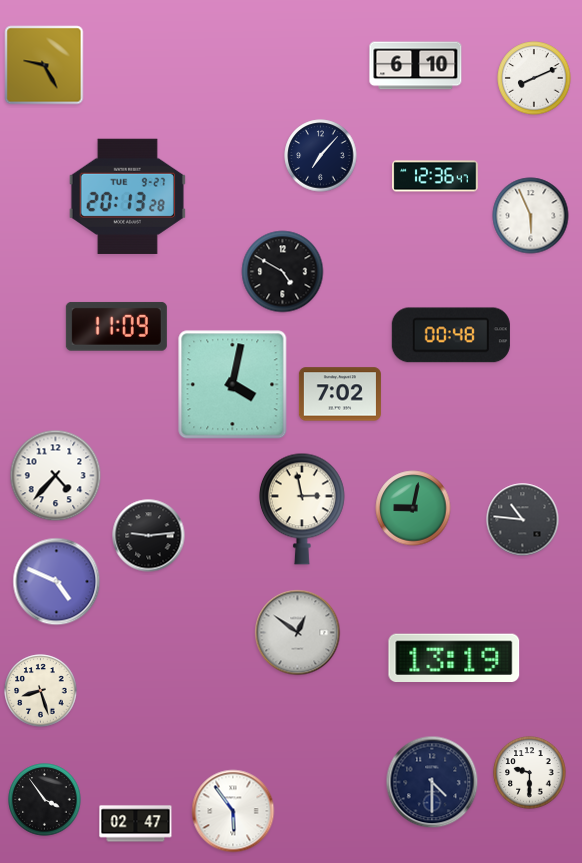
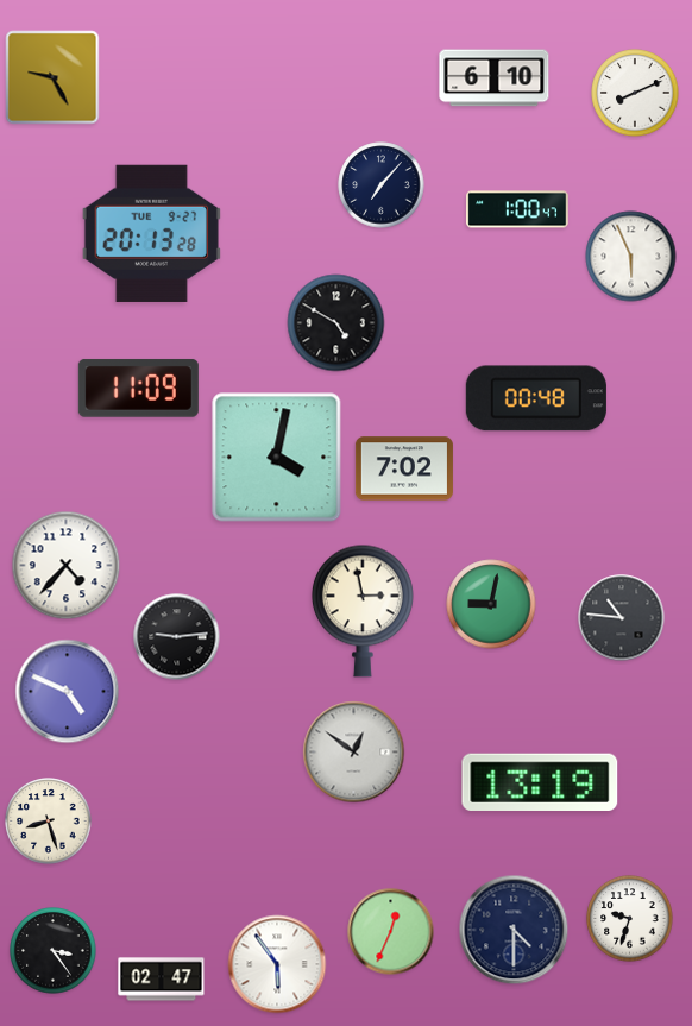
clock at (435, 176): 12:36 -> 1:00
clock at (302, 509) position: (302, 509) -> (363, 611)
clock at (530, 773): 9:30 -> 9:33
clock at (391, 932): none -> 12:34
clock at (45, 800): 3:54 -> 3:24
